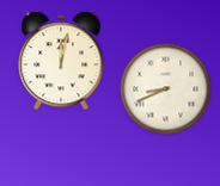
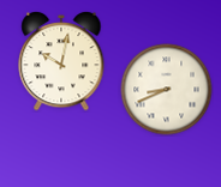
clock at (61, 61): 12:02 -> 10:02
